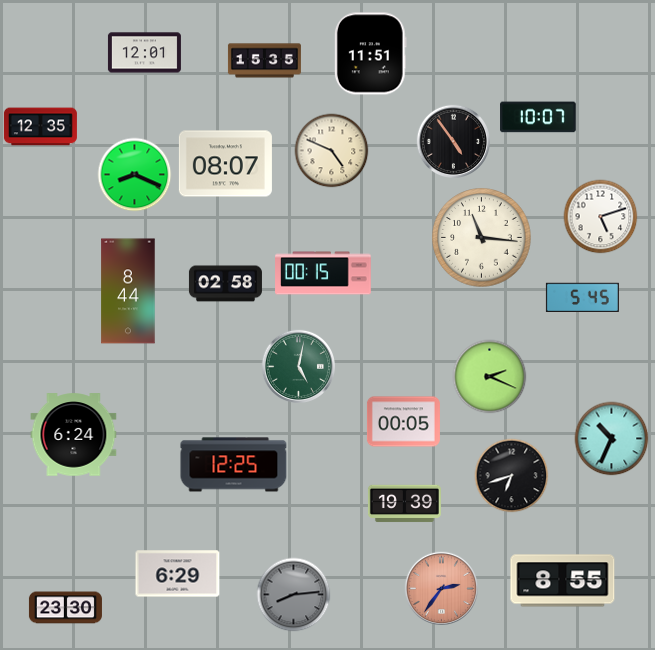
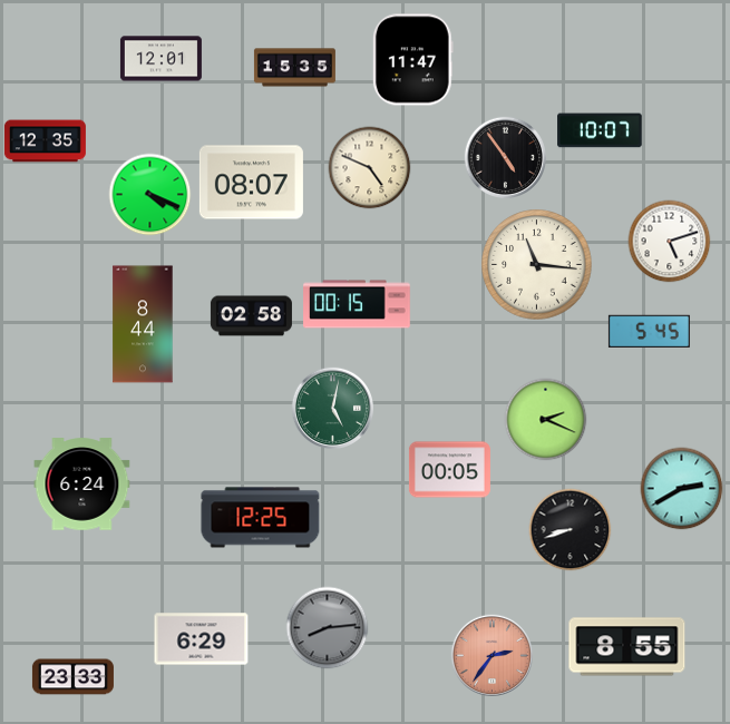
clock at (370, 54): 11:51 -> 11:47
clock at (135, 175): 8:19 -> 4:19
clock at (323, 273) position: (323, 273) -> (357, 304)
clock at (612, 439): 10:34 -> 2:40
clock at (512, 476): 6:42 -> 8:42
clock at (404, 504): 19:39 -> none
clock at (178, 574) position: (178, 574) -> (202, 639)
clock at (294, 595) position: (294, 595) -> (328, 628)
clock at (65, 608): 23:30 -> 23:33
